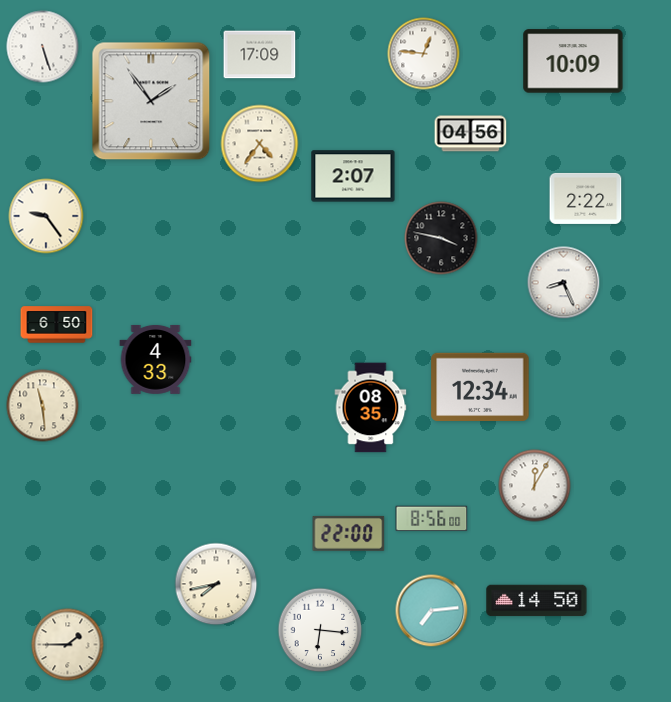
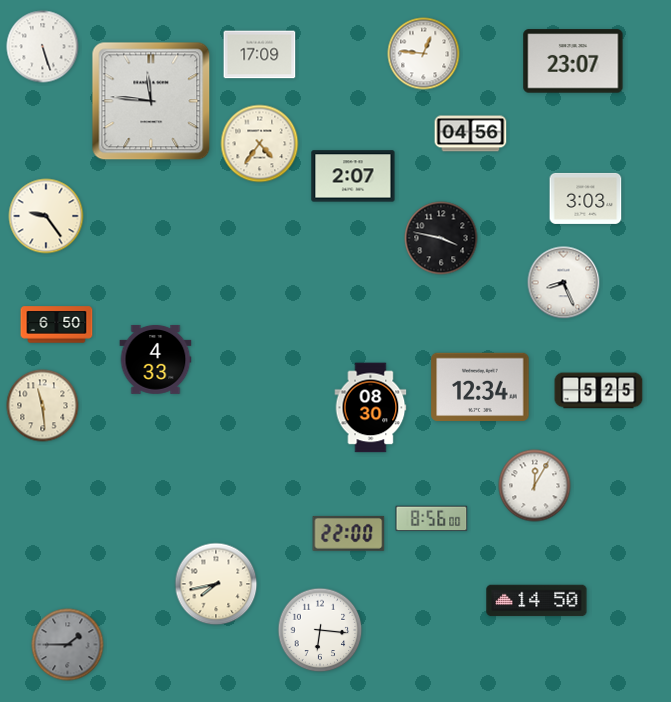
clock at (573, 61): 10:09 -> 23:07
clock at (151, 101): 1:54 -> 11:46
clock at (586, 198): 2:22 -> 3:03
clock at (599, 391): none -> 5:25
clock at (371, 408): 08:35 -> 08:30
clock at (432, 611): 7:14 -> none
clock at (68, 645) dial: cream -> grey
